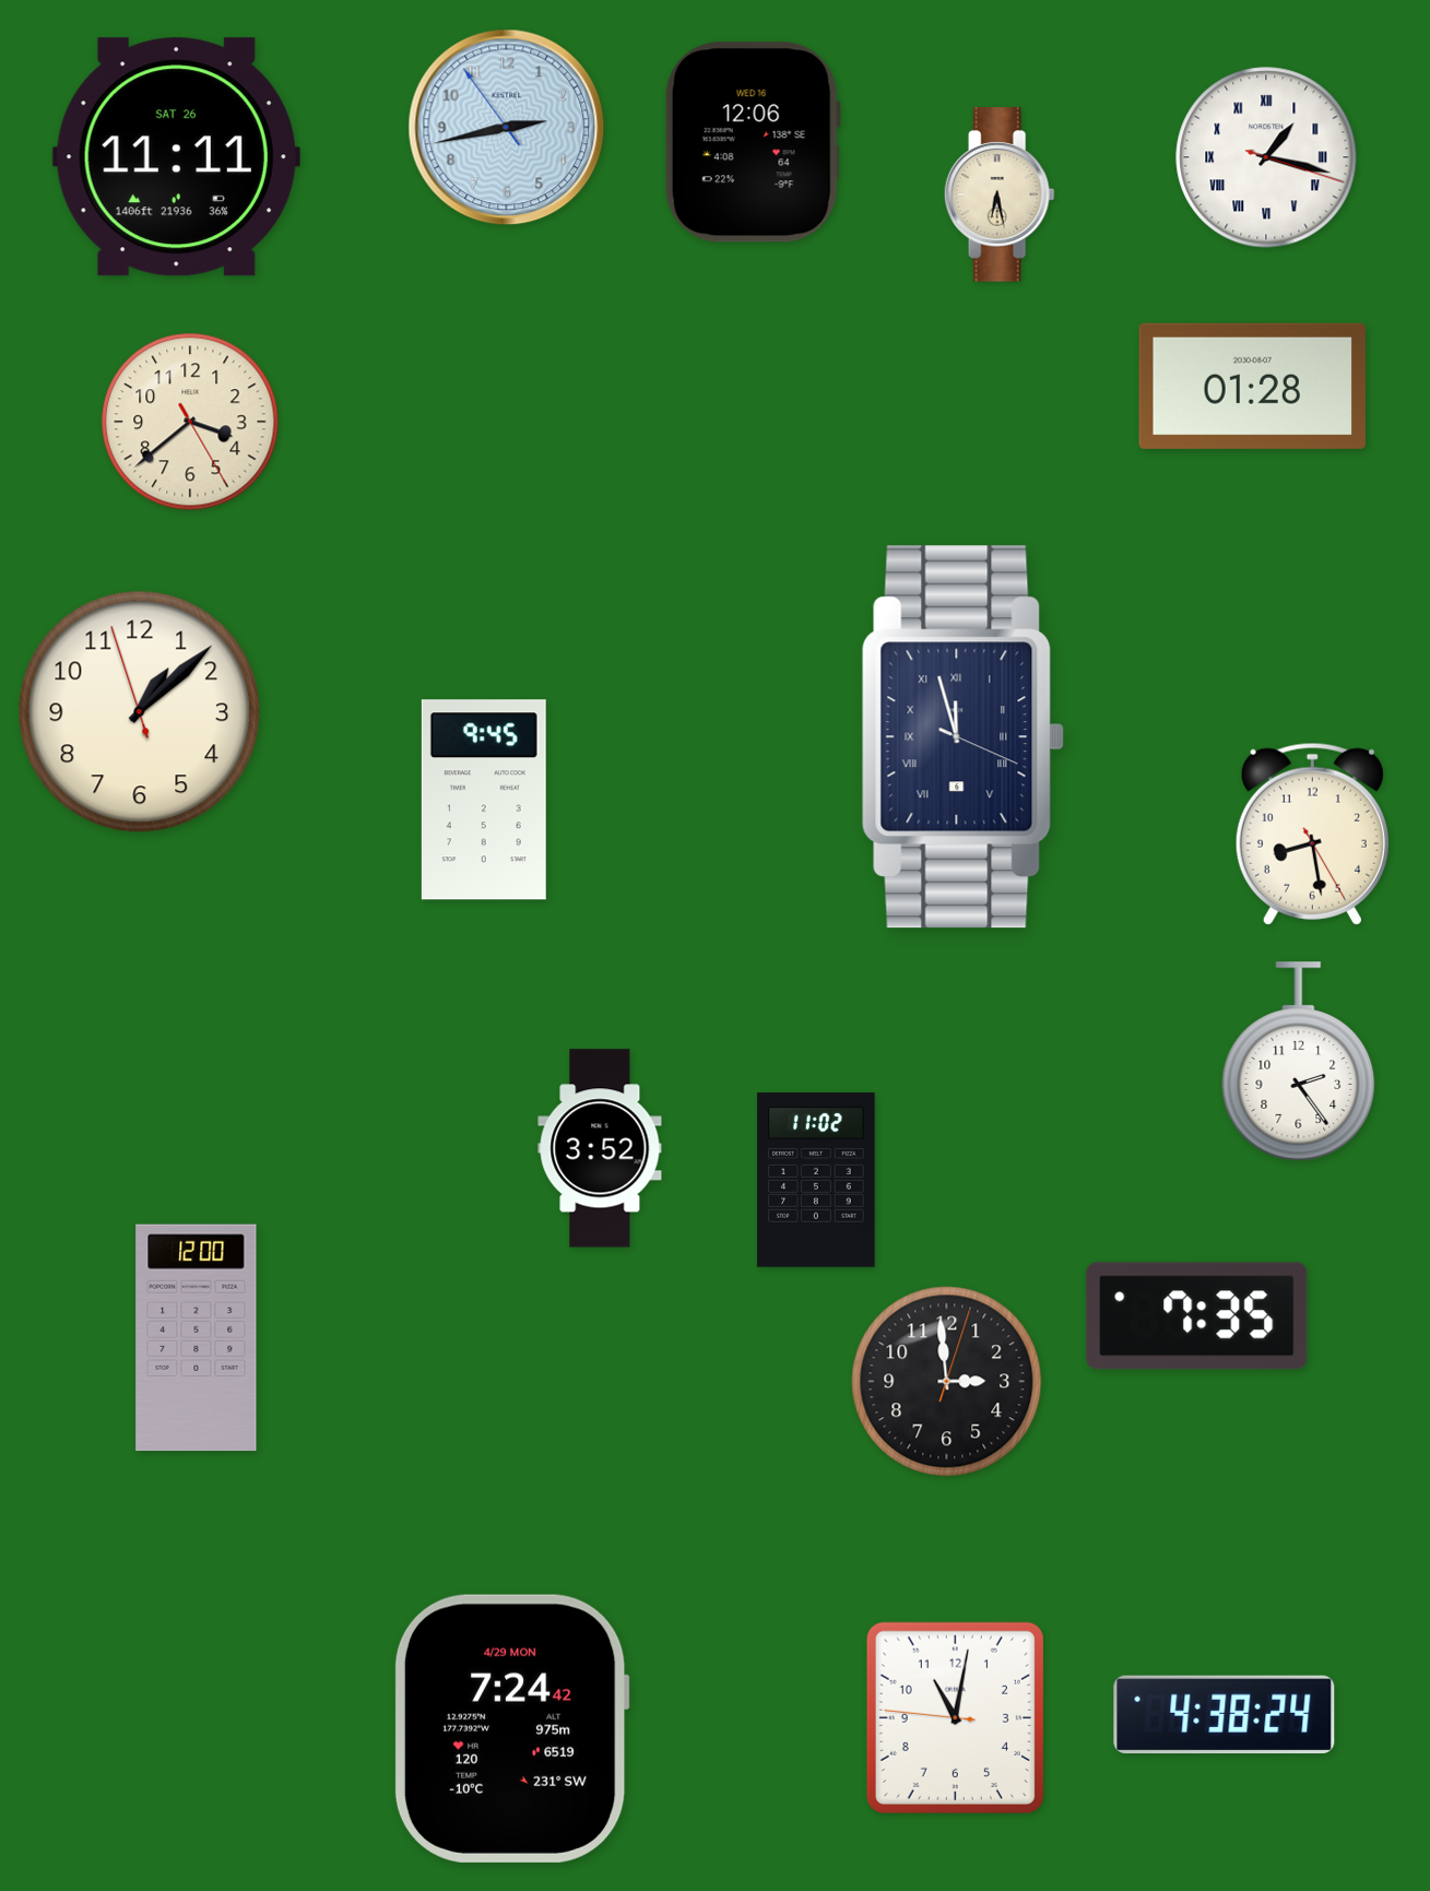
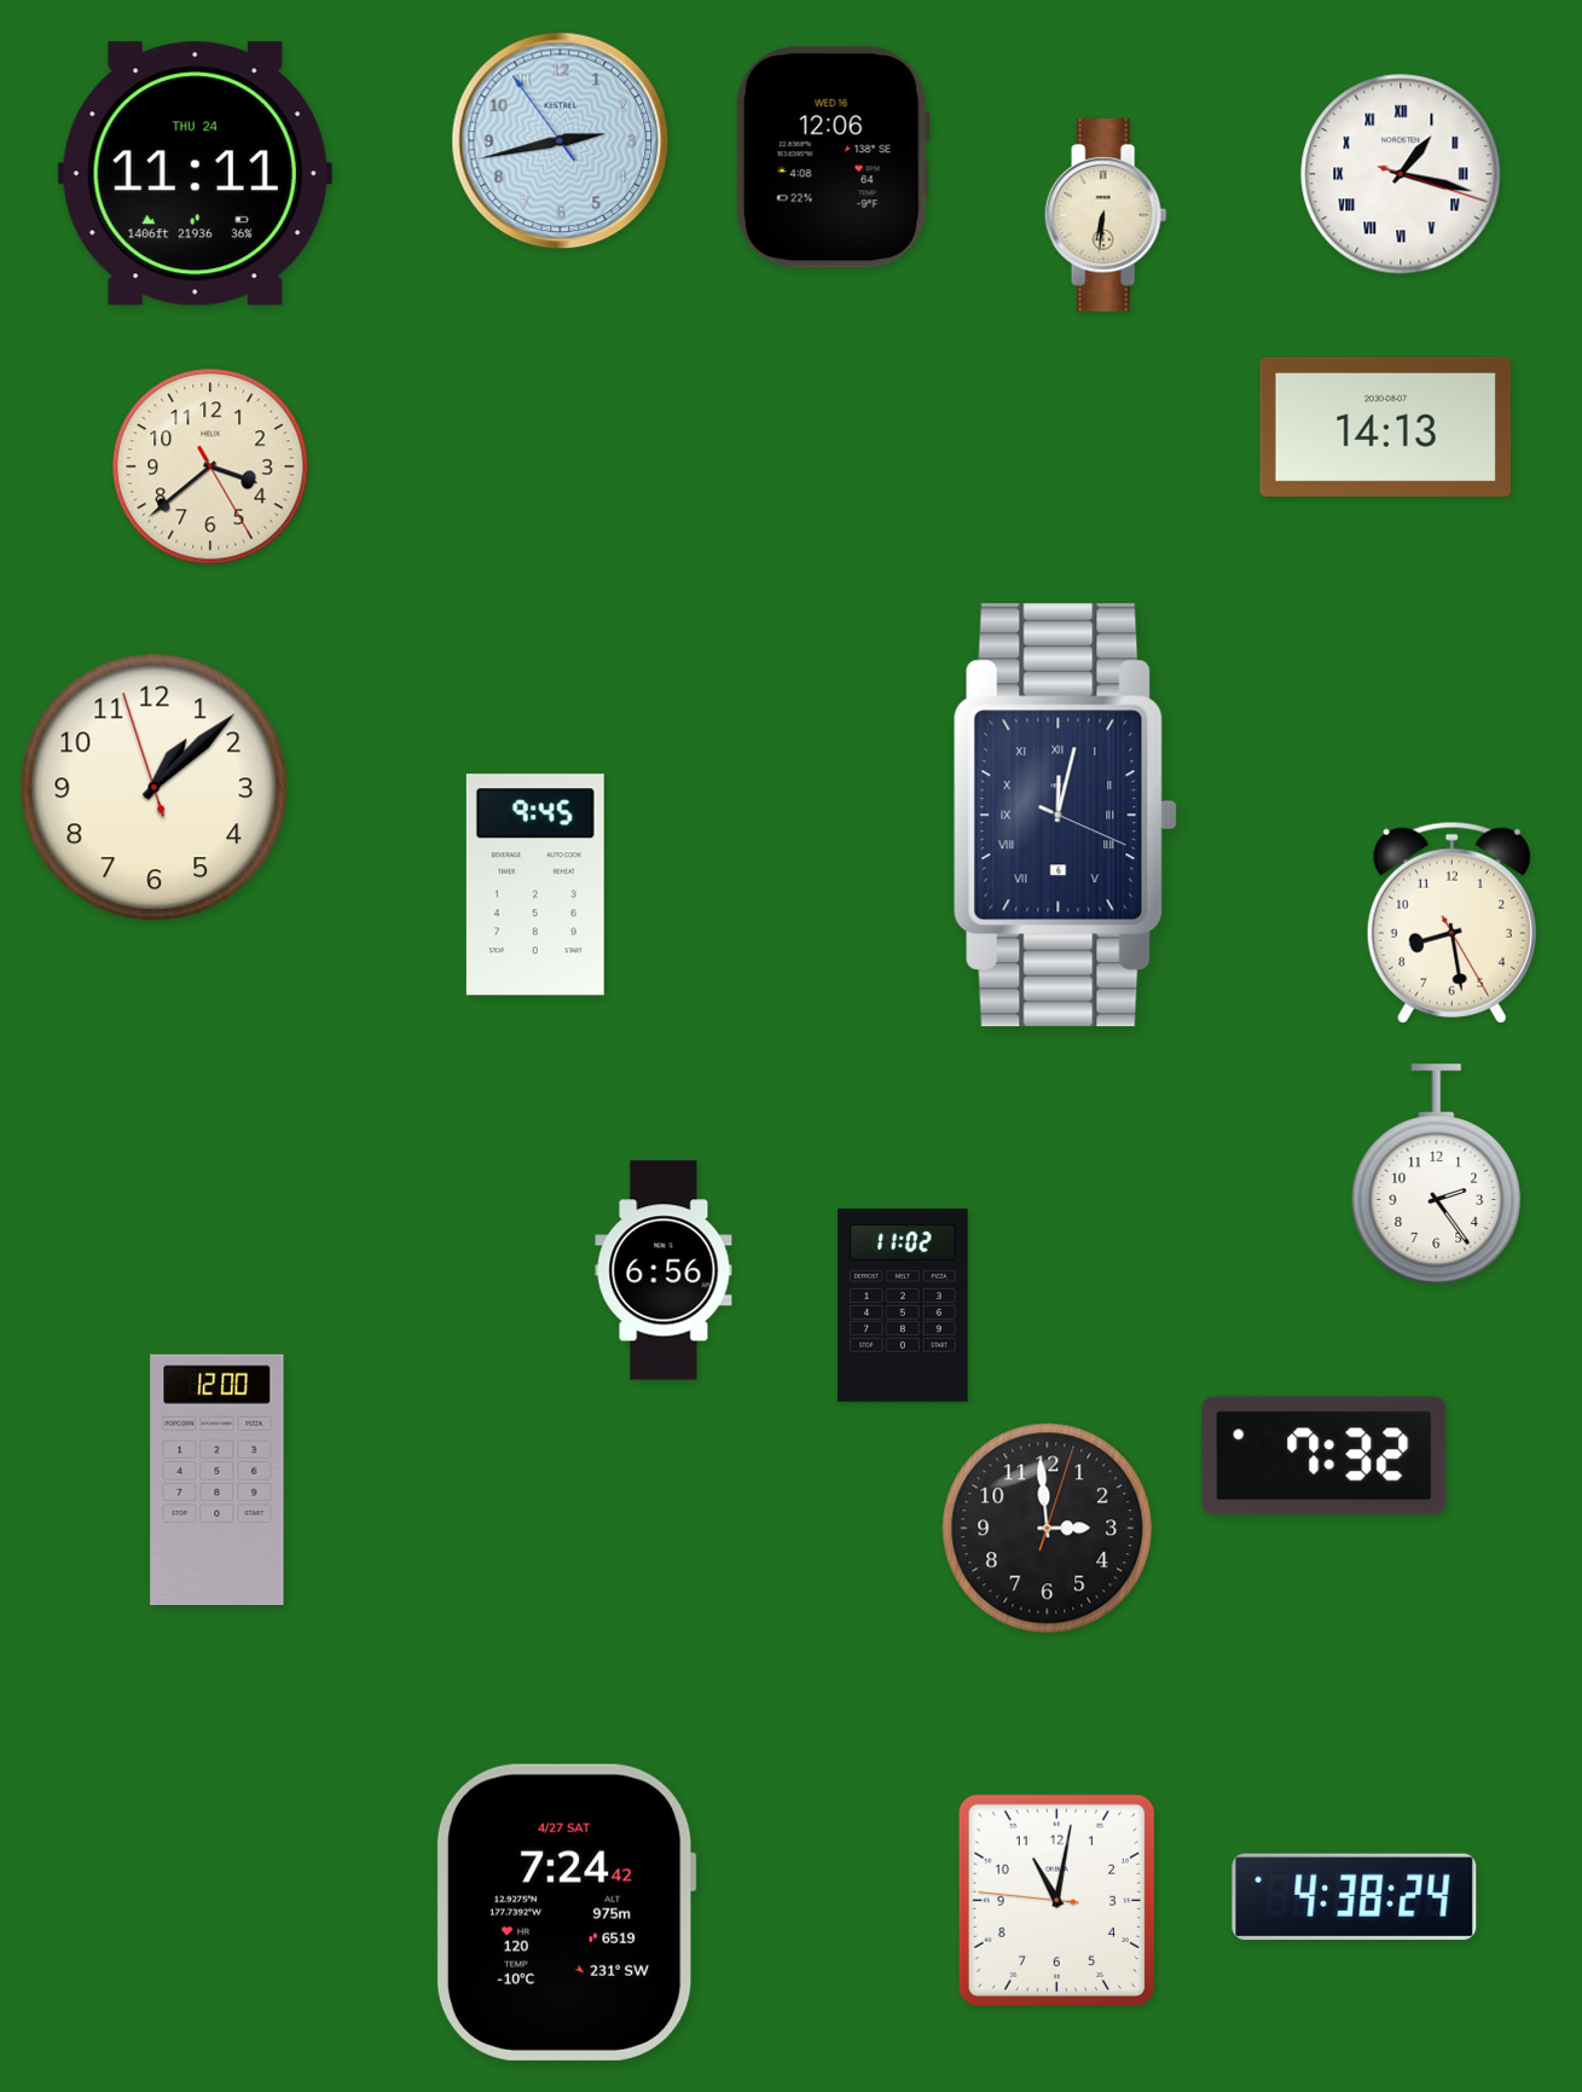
clock at (176, 157) date: SAT 26 -> THU 24
clock at (1000, 194): 6:28 -> 6:31
clock at (1252, 386): 01:28 -> 14:13
clock at (962, 737): 11:57 -> 12:02
clock at (600, 1148): 3:52 -> 6:56
clock at (1197, 1316): 7:35 -> 7:32
clock at (511, 1728) date: 4/29 MON -> 4/27 SAT
